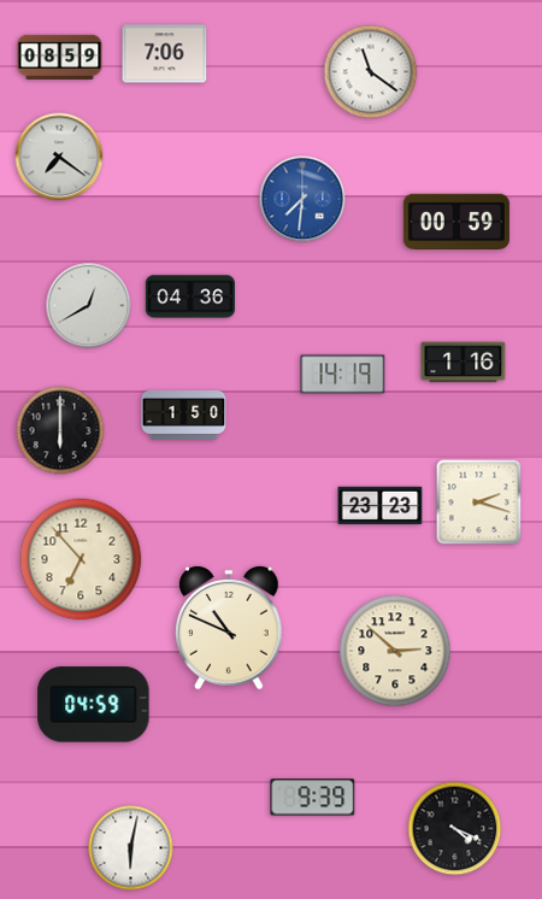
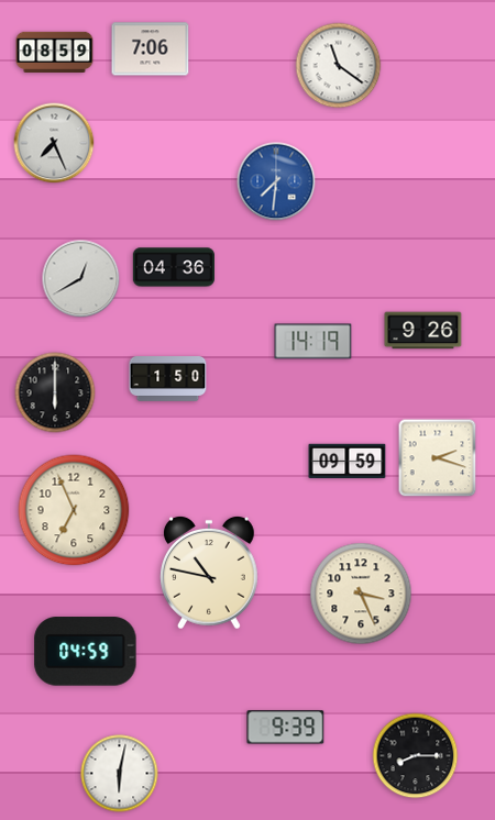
clock at (59, 157): 7:21 -> 7:26
clock at (456, 221): 00:59 -> none
clock at (189, 296) position: (189, 296) -> (173, 267)
clock at (464, 363): 1:16 -> 9:26
clock at (381, 506): 23:23 -> 09:59
clock at (81, 559): 6:53 -> 6:56
clock at (230, 628): 10:49 -> 10:47
clock at (395, 651): 2:52 -> 3:26
clock at (94, 705) position: (94, 705) -> (86, 652)
clock at (455, 829): 4:19 -> 8:15
